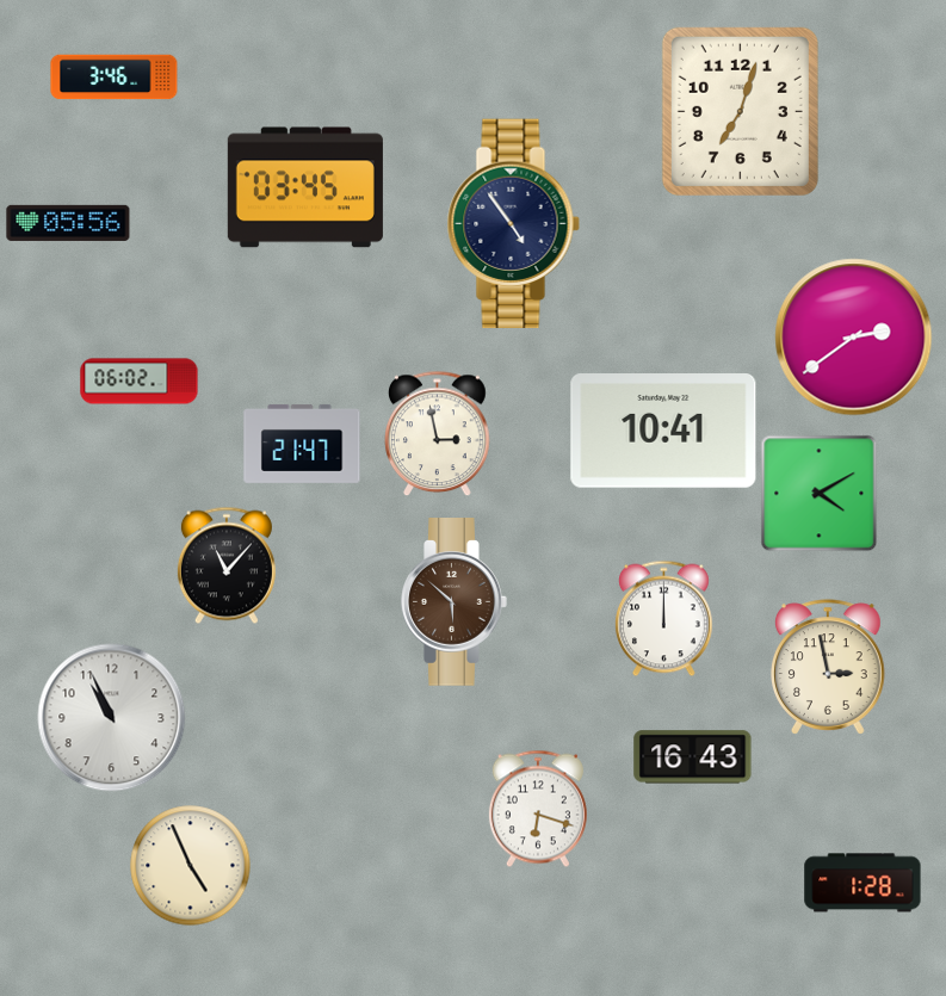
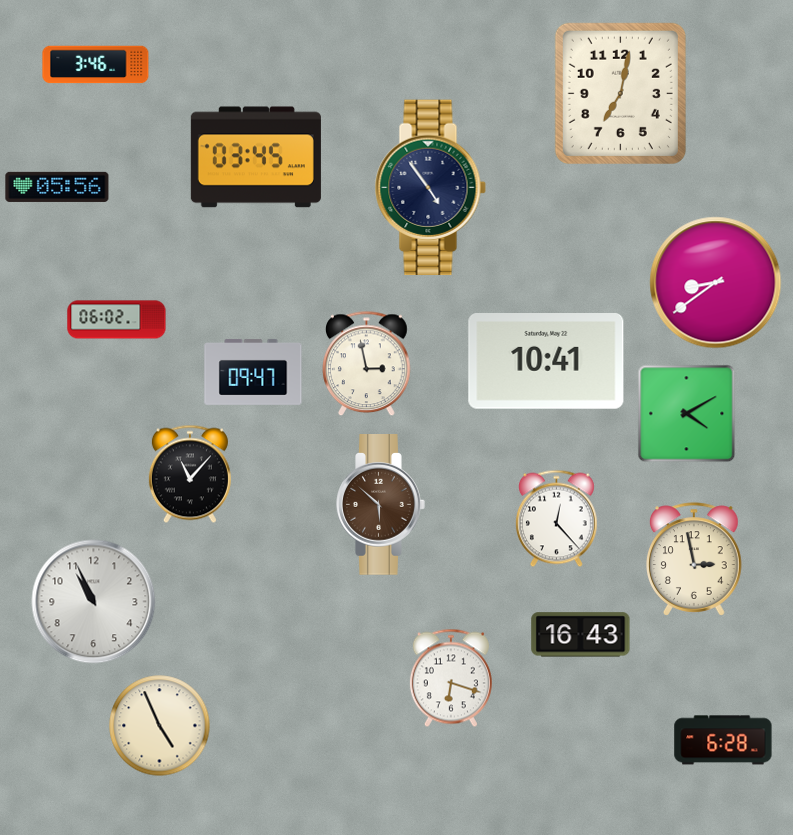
clock at (740, 111): 7:03 -> 7:02
clock at (854, 338): 2:39 -> 8:39
clock at (663, 432) position: (663, 432) -> (546, 362)
clock at (302, 444): 21:47 -> 09:47
clock at (663, 618): 12:00 -> 12:23
clock at (862, 883): 1:28 -> 6:28
